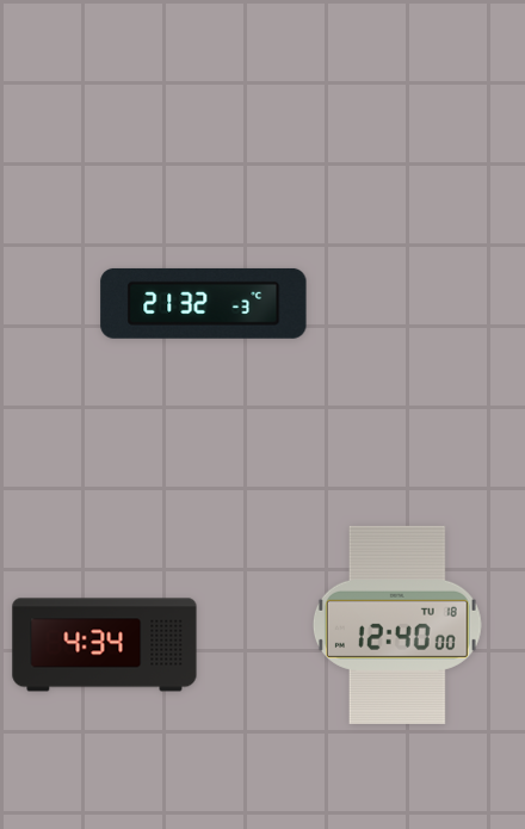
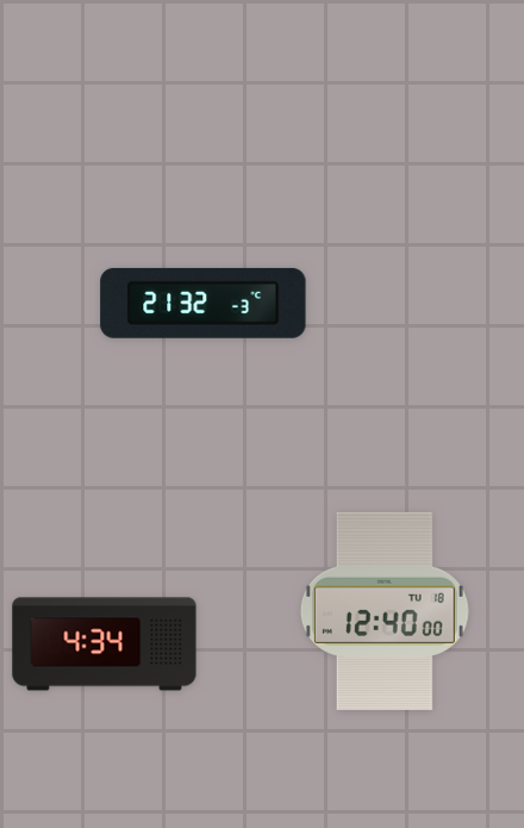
clock at (397, 625) position: (397, 625) -> (385, 611)
